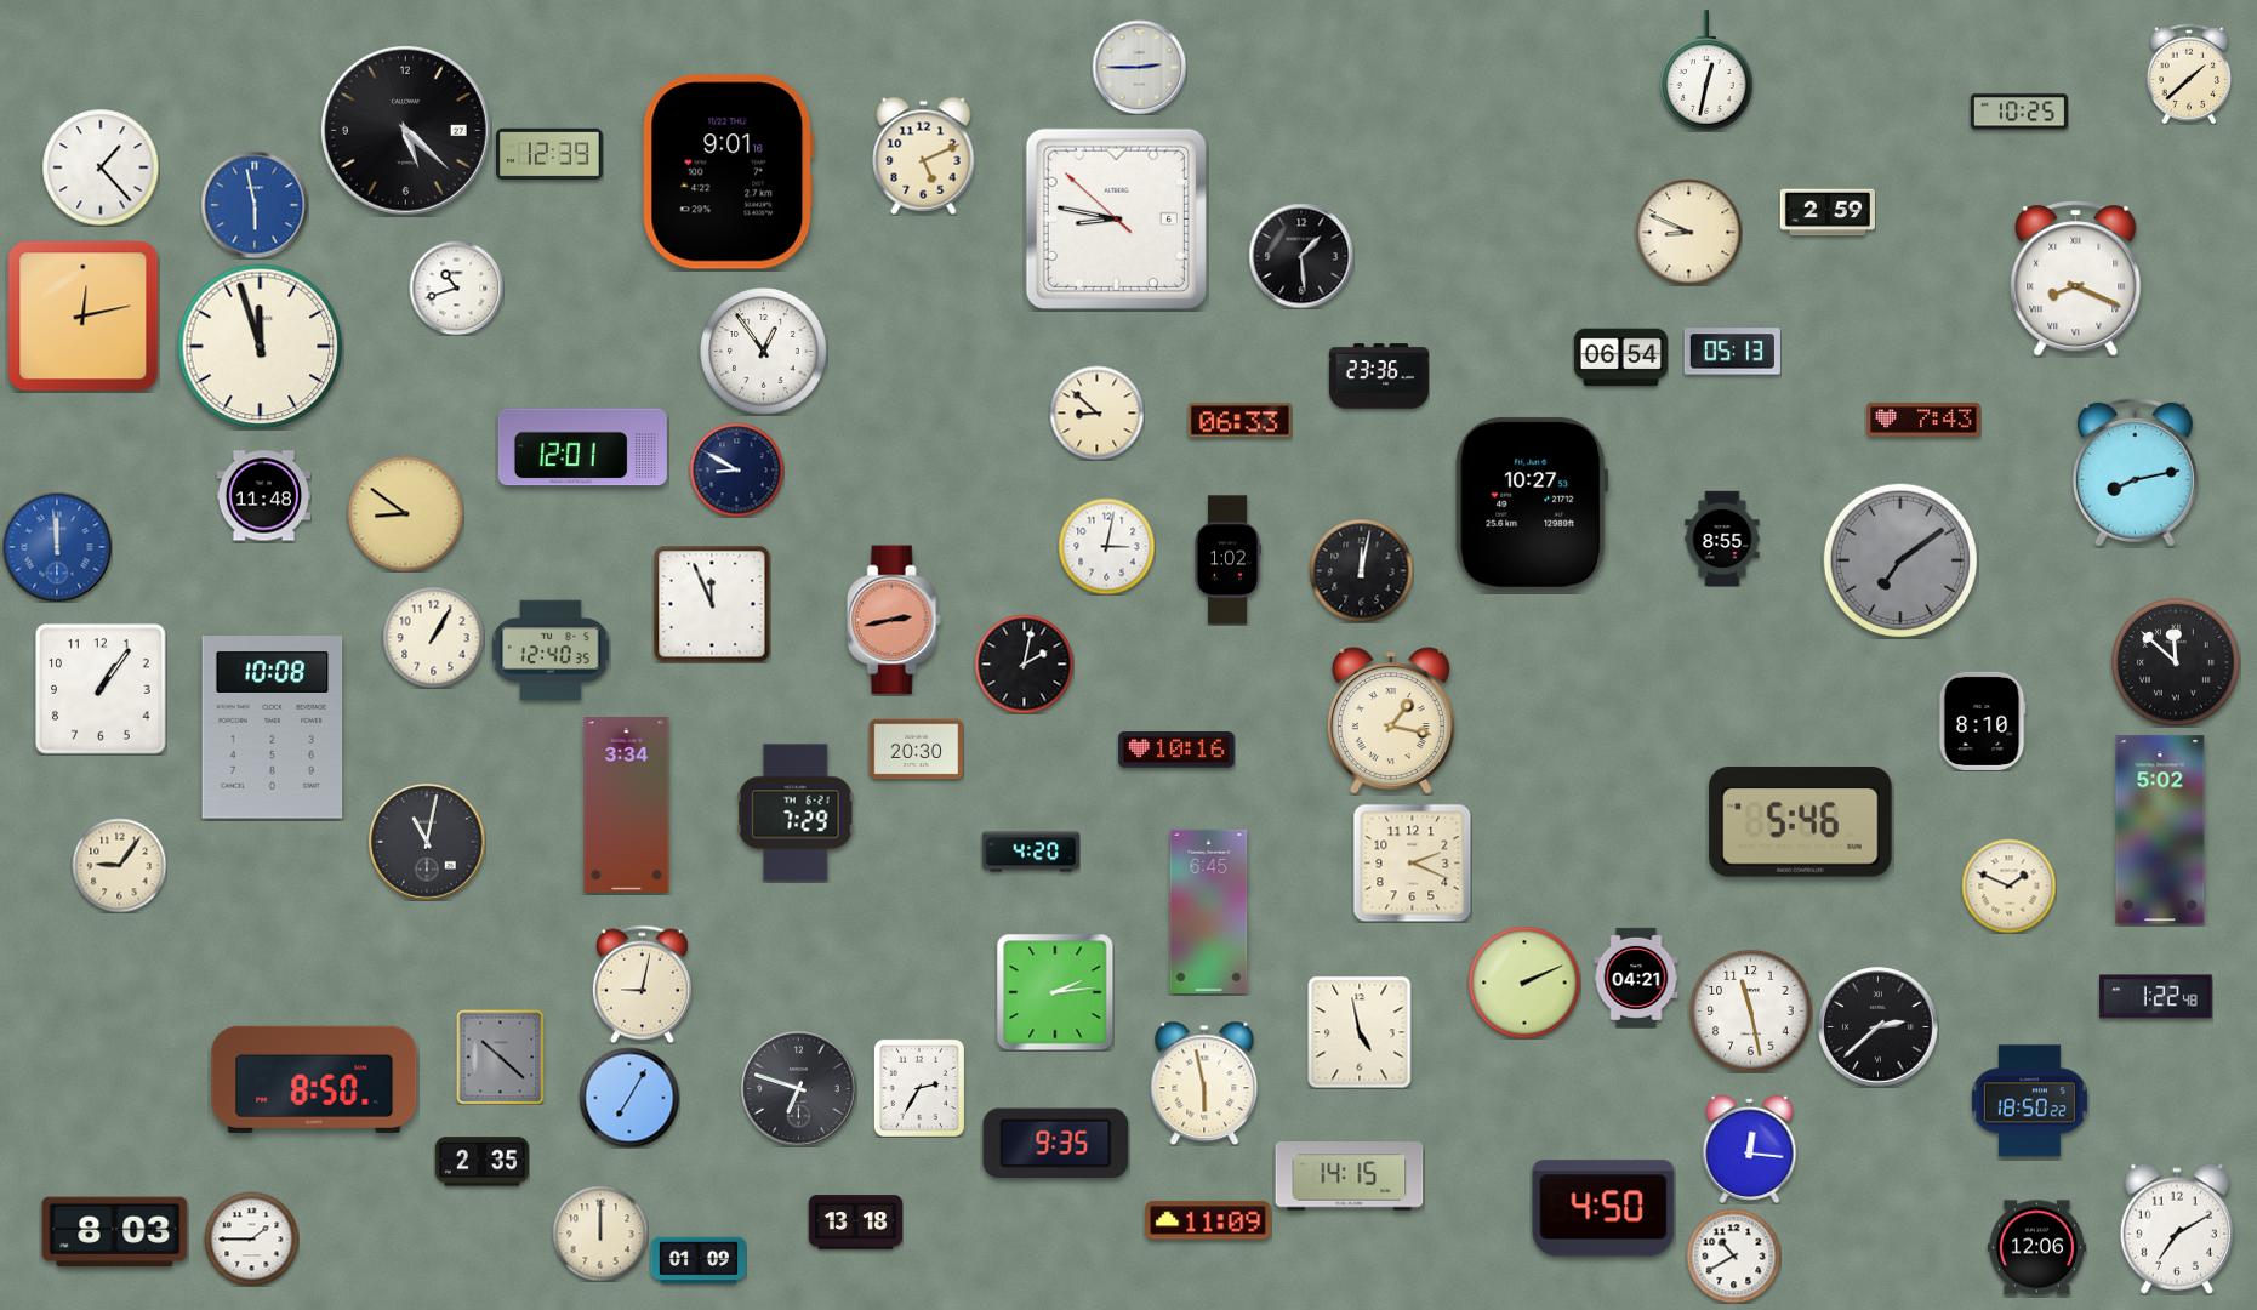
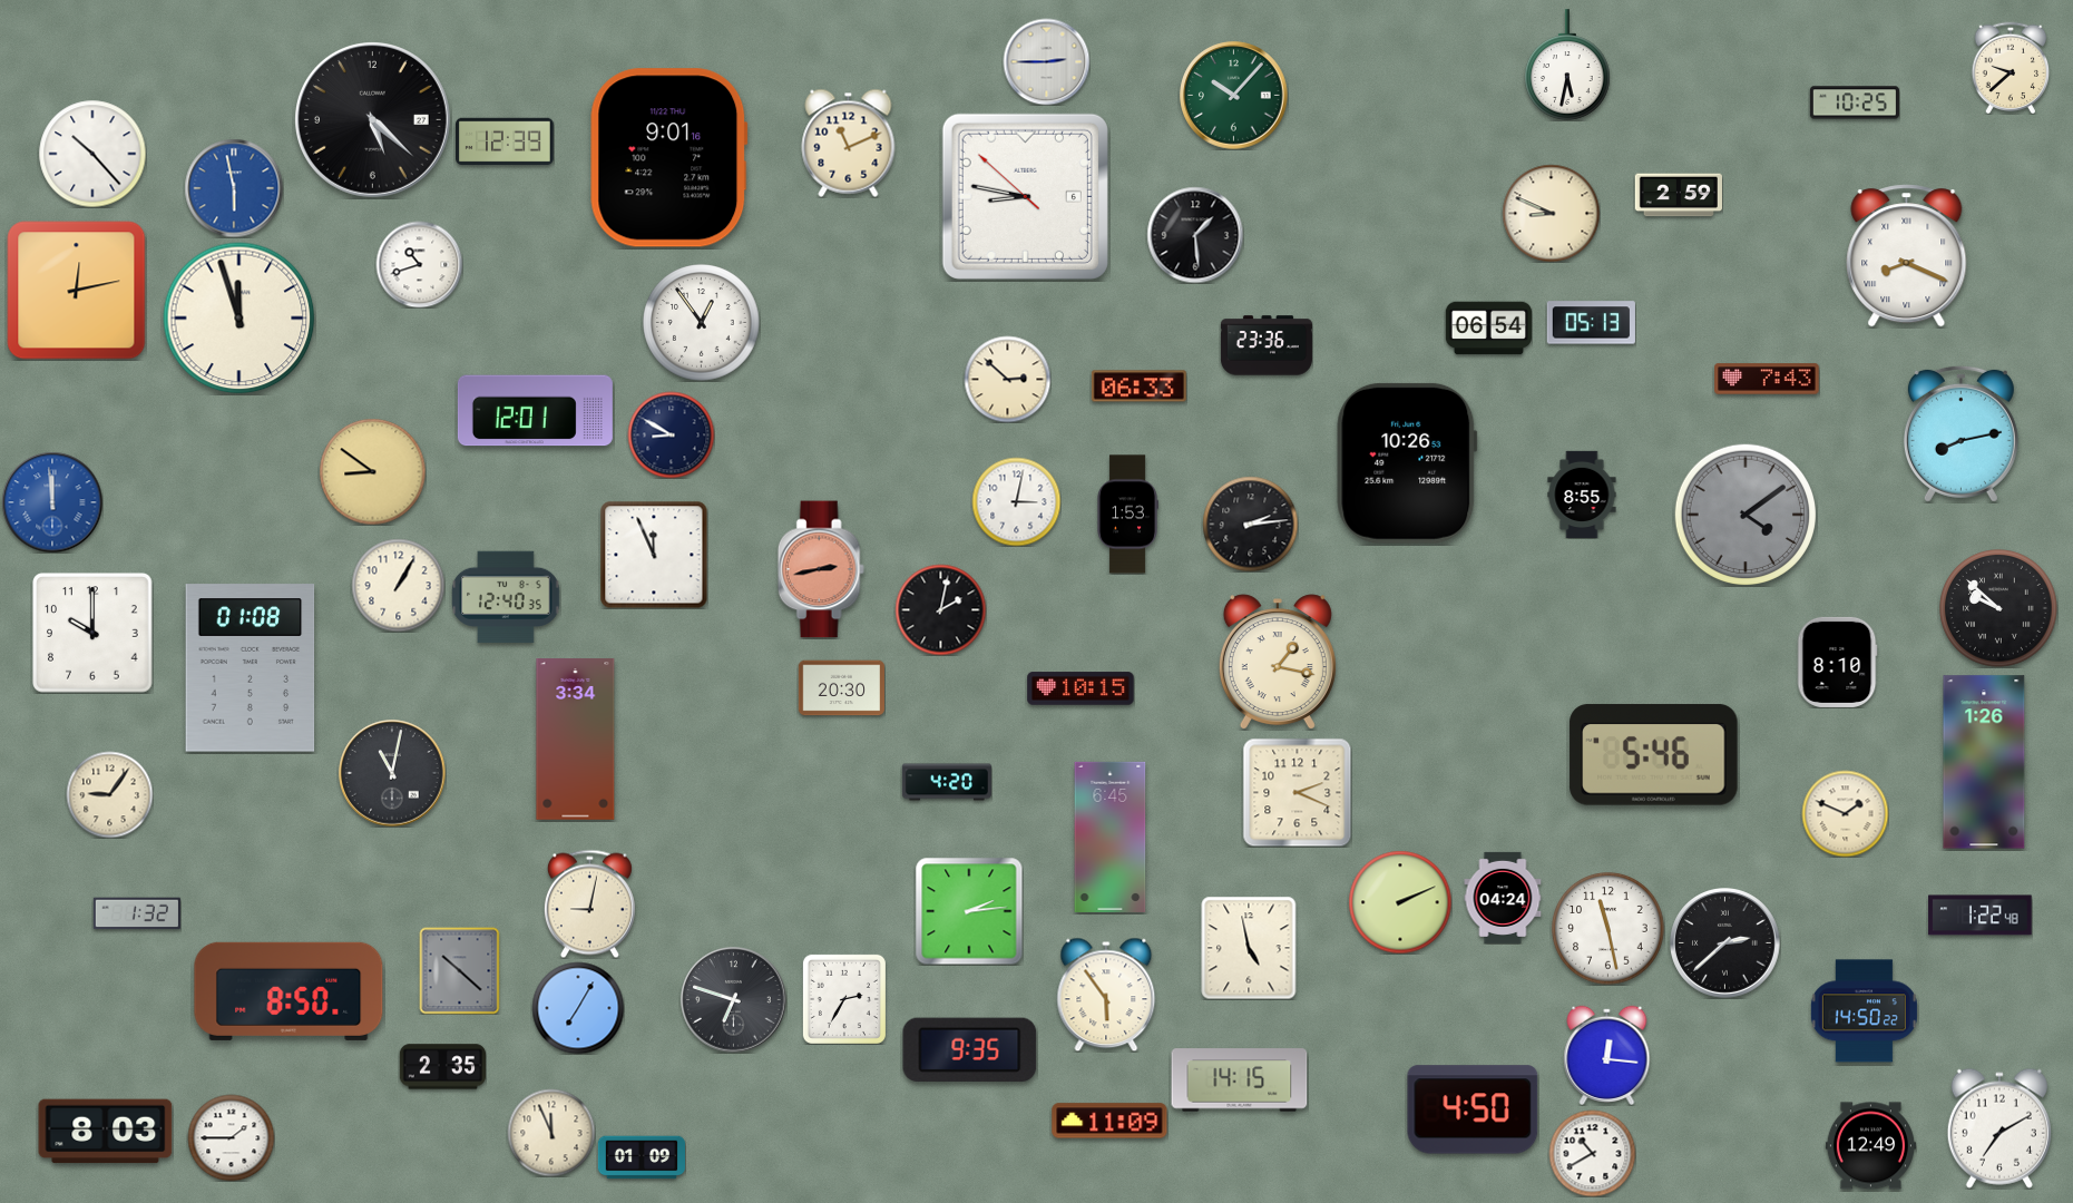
clock at (1706, 70): 12:32 -> 5:32
clock at (2189, 74): 1:38 -> 9:38
clock at (1234, 96): none -> 10:07
clock at (924, 155): 5:11 -> 11:11
clock at (101, 167): 1:23 -> 10:23
clock at (1116, 218) position: (1116, 218) -> (1025, 196)
clock at (1096, 412): 8:52 -> 2:52
clock at (1923, 420) position: (1923, 420) -> (1767, 379)
clock at (736, 469) position: (736, 469) -> (671, 434)
clock at (263, 496): 11:48 -> none
clock at (1532, 505): 10:27 -> 10:26
clock at (1899, 559): 7:09 -> 4:09
clock at (1227, 560): 1:02 -> 1:53
clock at (1361, 570): 12:02 -> 2:14
clock at (2176, 662): 11:52 -> 9:52
clock at (101, 689): 1:06 -> 10:00
clock at (1982, 720) position: (1982, 720) -> (1837, 662)
clock at (273, 728): 10:08 -> 01:08
clock at (1176, 750): 10:16 -> 10:15
clock at (796, 813): 7:29 -> none
clock at (2160, 830): 5:02 -> 1:26
clock at (1636, 978): 04:21 -> 04:24
clock at (137, 913): none -> 1:32
clock at (1204, 1083): 5:58 -> 5:54
clock at (2029, 1101): 18:50 -> 14:50
clock at (855, 1223): 13:18 -> none
clock at (600, 1234): 12:00 -> 11:56
clock at (2036, 1248): 12:06 -> 12:49
